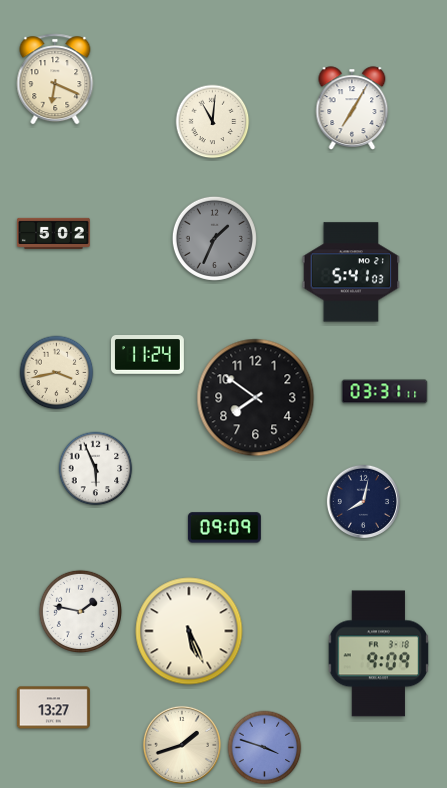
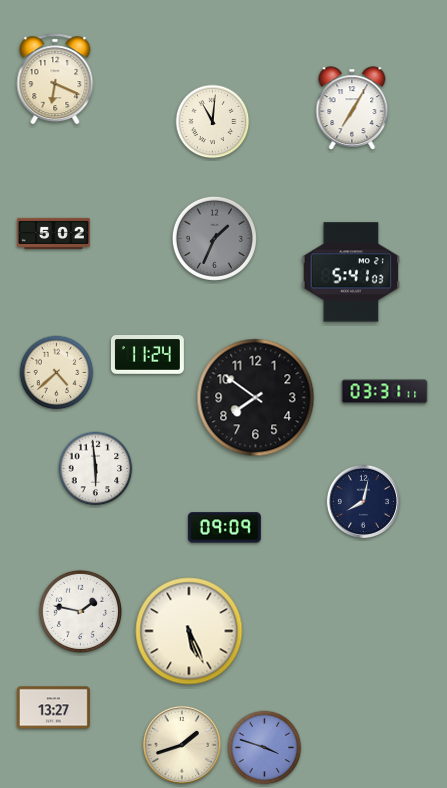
clock at (57, 373): 3:43 -> 4:38
clock at (96, 469): 5:56 -> 5:59
clock at (379, 654): 9:09 -> none
